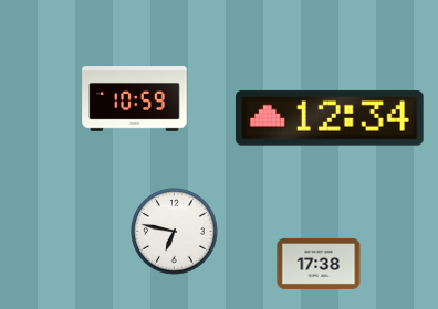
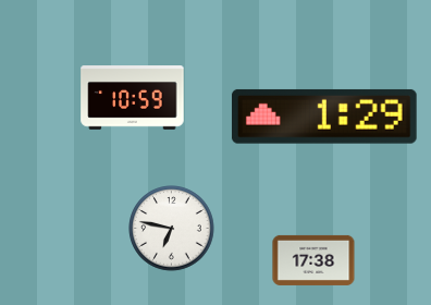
clock at (330, 118): 12:34 -> 1:29
